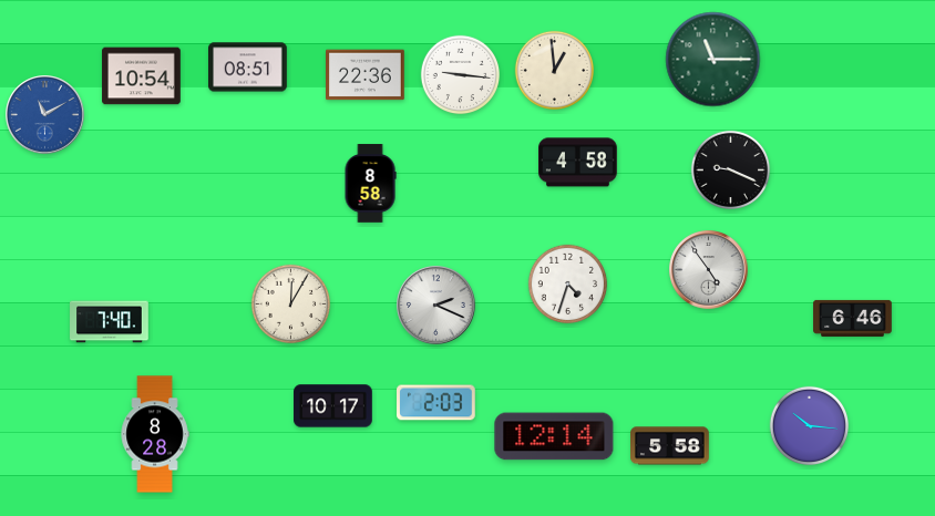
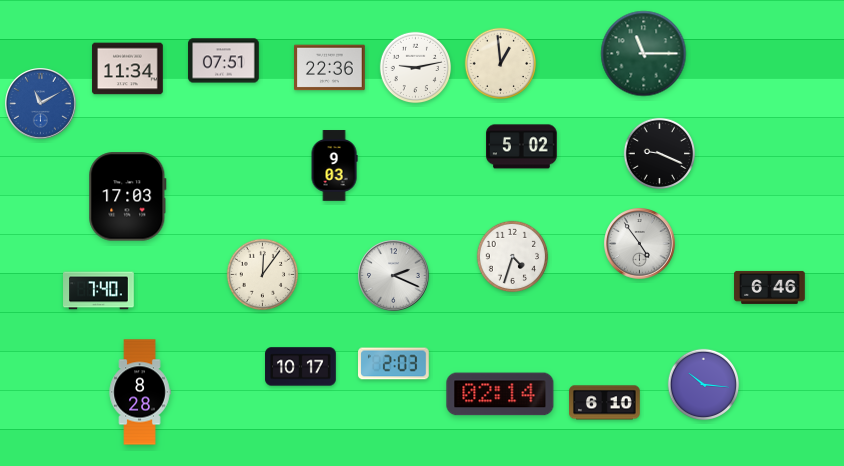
clock at (248, 68): 08:51 -> 07:51
clock at (461, 75): 9:16 -> 9:13
clock at (142, 76): 10:54 -> 11:34
clock at (578, 163): 4:58 -> 5:02
clock at (370, 184): 8:58 -> 9:03
clock at (128, 197): none -> 17:03
clock at (291, 305): 12:05 -> 12:06
clock at (810, 426) position: (810, 426) -> (704, 385)
clock at (554, 436): 12:14 -> 02:14
clock at (670, 446): 5:58 -> 6:10
